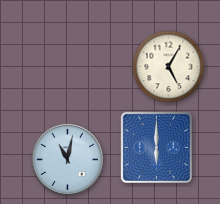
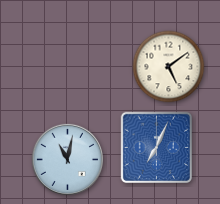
clock at (169, 67): 5:05 -> 5:09
clock at (157, 148): 6:00 -> 7:04
